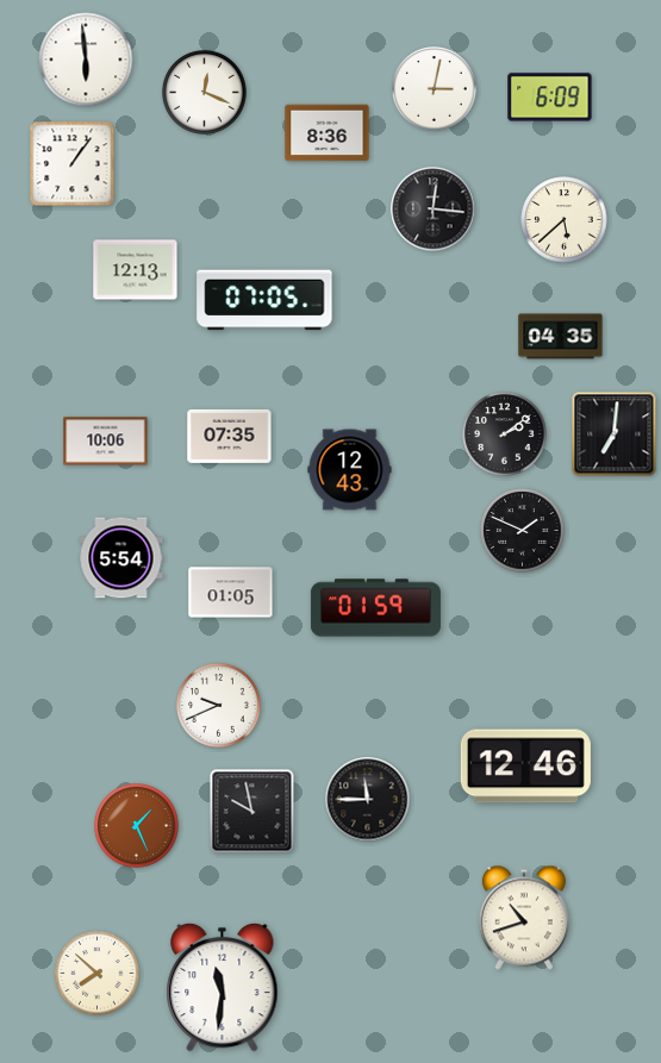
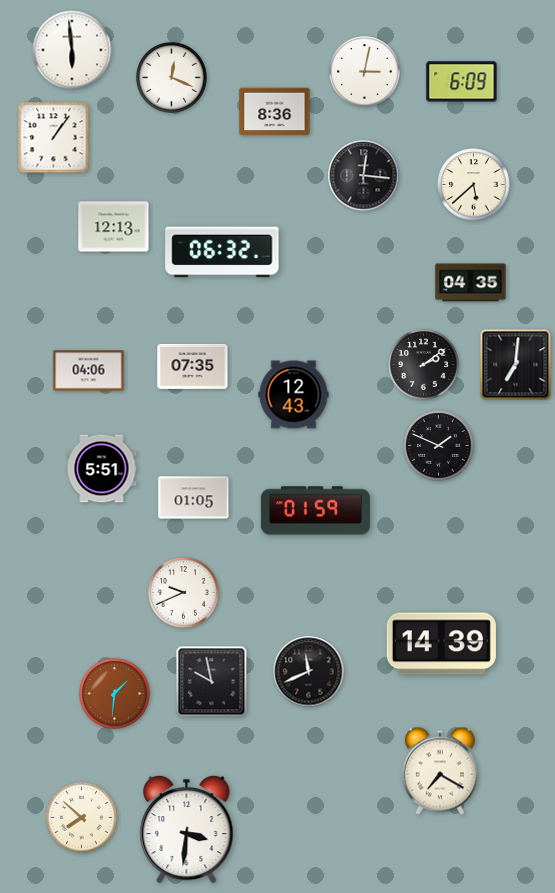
clock at (435, 89) position: (435, 89) -> (365, 72)
clock at (73, 164) position: (73, 164) -> (54, 138)
clock at (264, 300): 07:05 -> 06:32
clock at (106, 442): 10:06 -> 04:06
clock at (121, 558): 5:54 -> 5:51
clock at (525, 767): 12:46 -> 14:39
clock at (368, 800): 11:45 -> 11:41
clock at (137, 826): 1:26 -> 1:31
clock at (524, 918): 10:42 -> 7:20
clock at (223, 987): 11:31 -> 3:31
